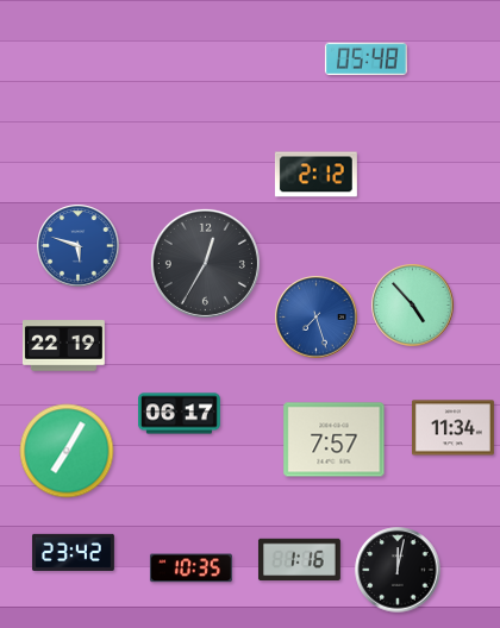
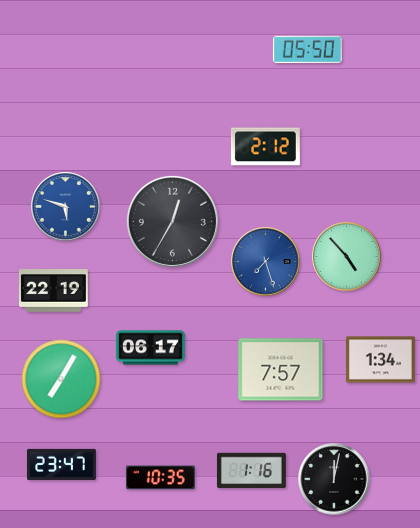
clock at (365, 59): 05:48 -> 05:50
clock at (317, 318) position: (317, 318) -> (266, 262)
clock at (452, 428): 11:34 -> 1:34
clock at (67, 451) position: (67, 451) -> (61, 379)
clock at (73, 552): 23:42 -> 23:47
